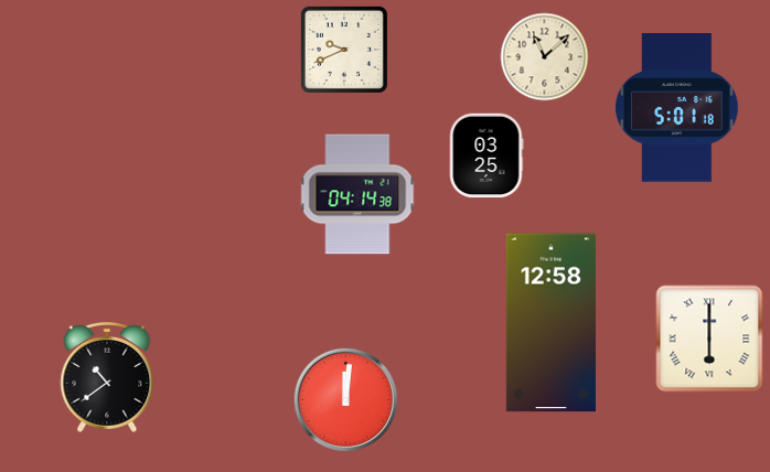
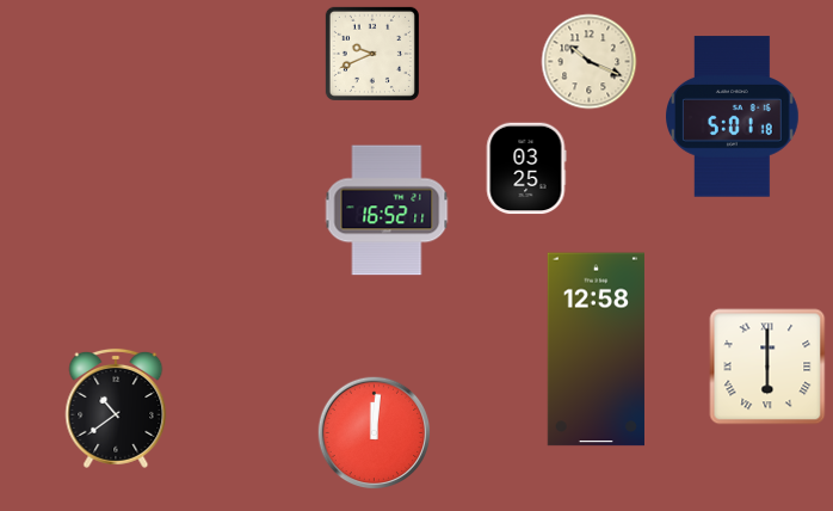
clock at (545, 57): 11:08 -> 10:19
clock at (357, 194): 04:14 -> 16:52
